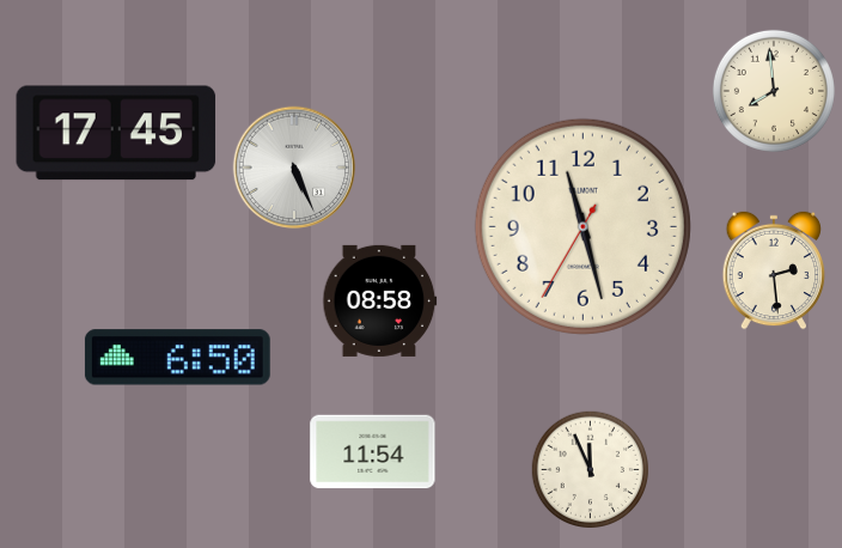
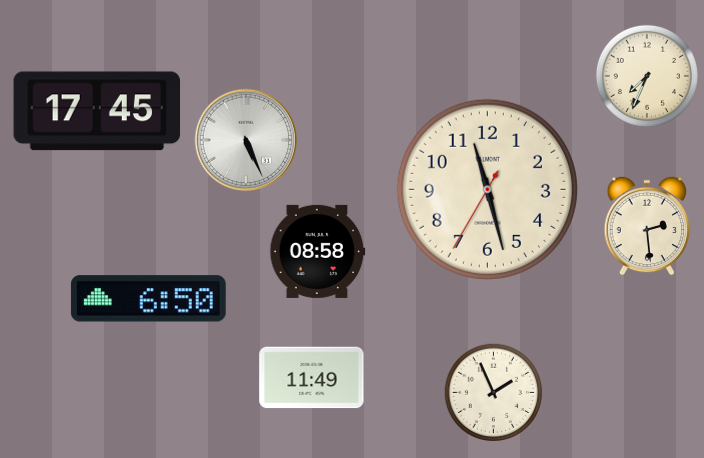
clock at (774, 91): 7:59 -> 7:34
clock at (373, 452): 11:54 -> 11:49
clock at (590, 469): 11:56 -> 1:56
